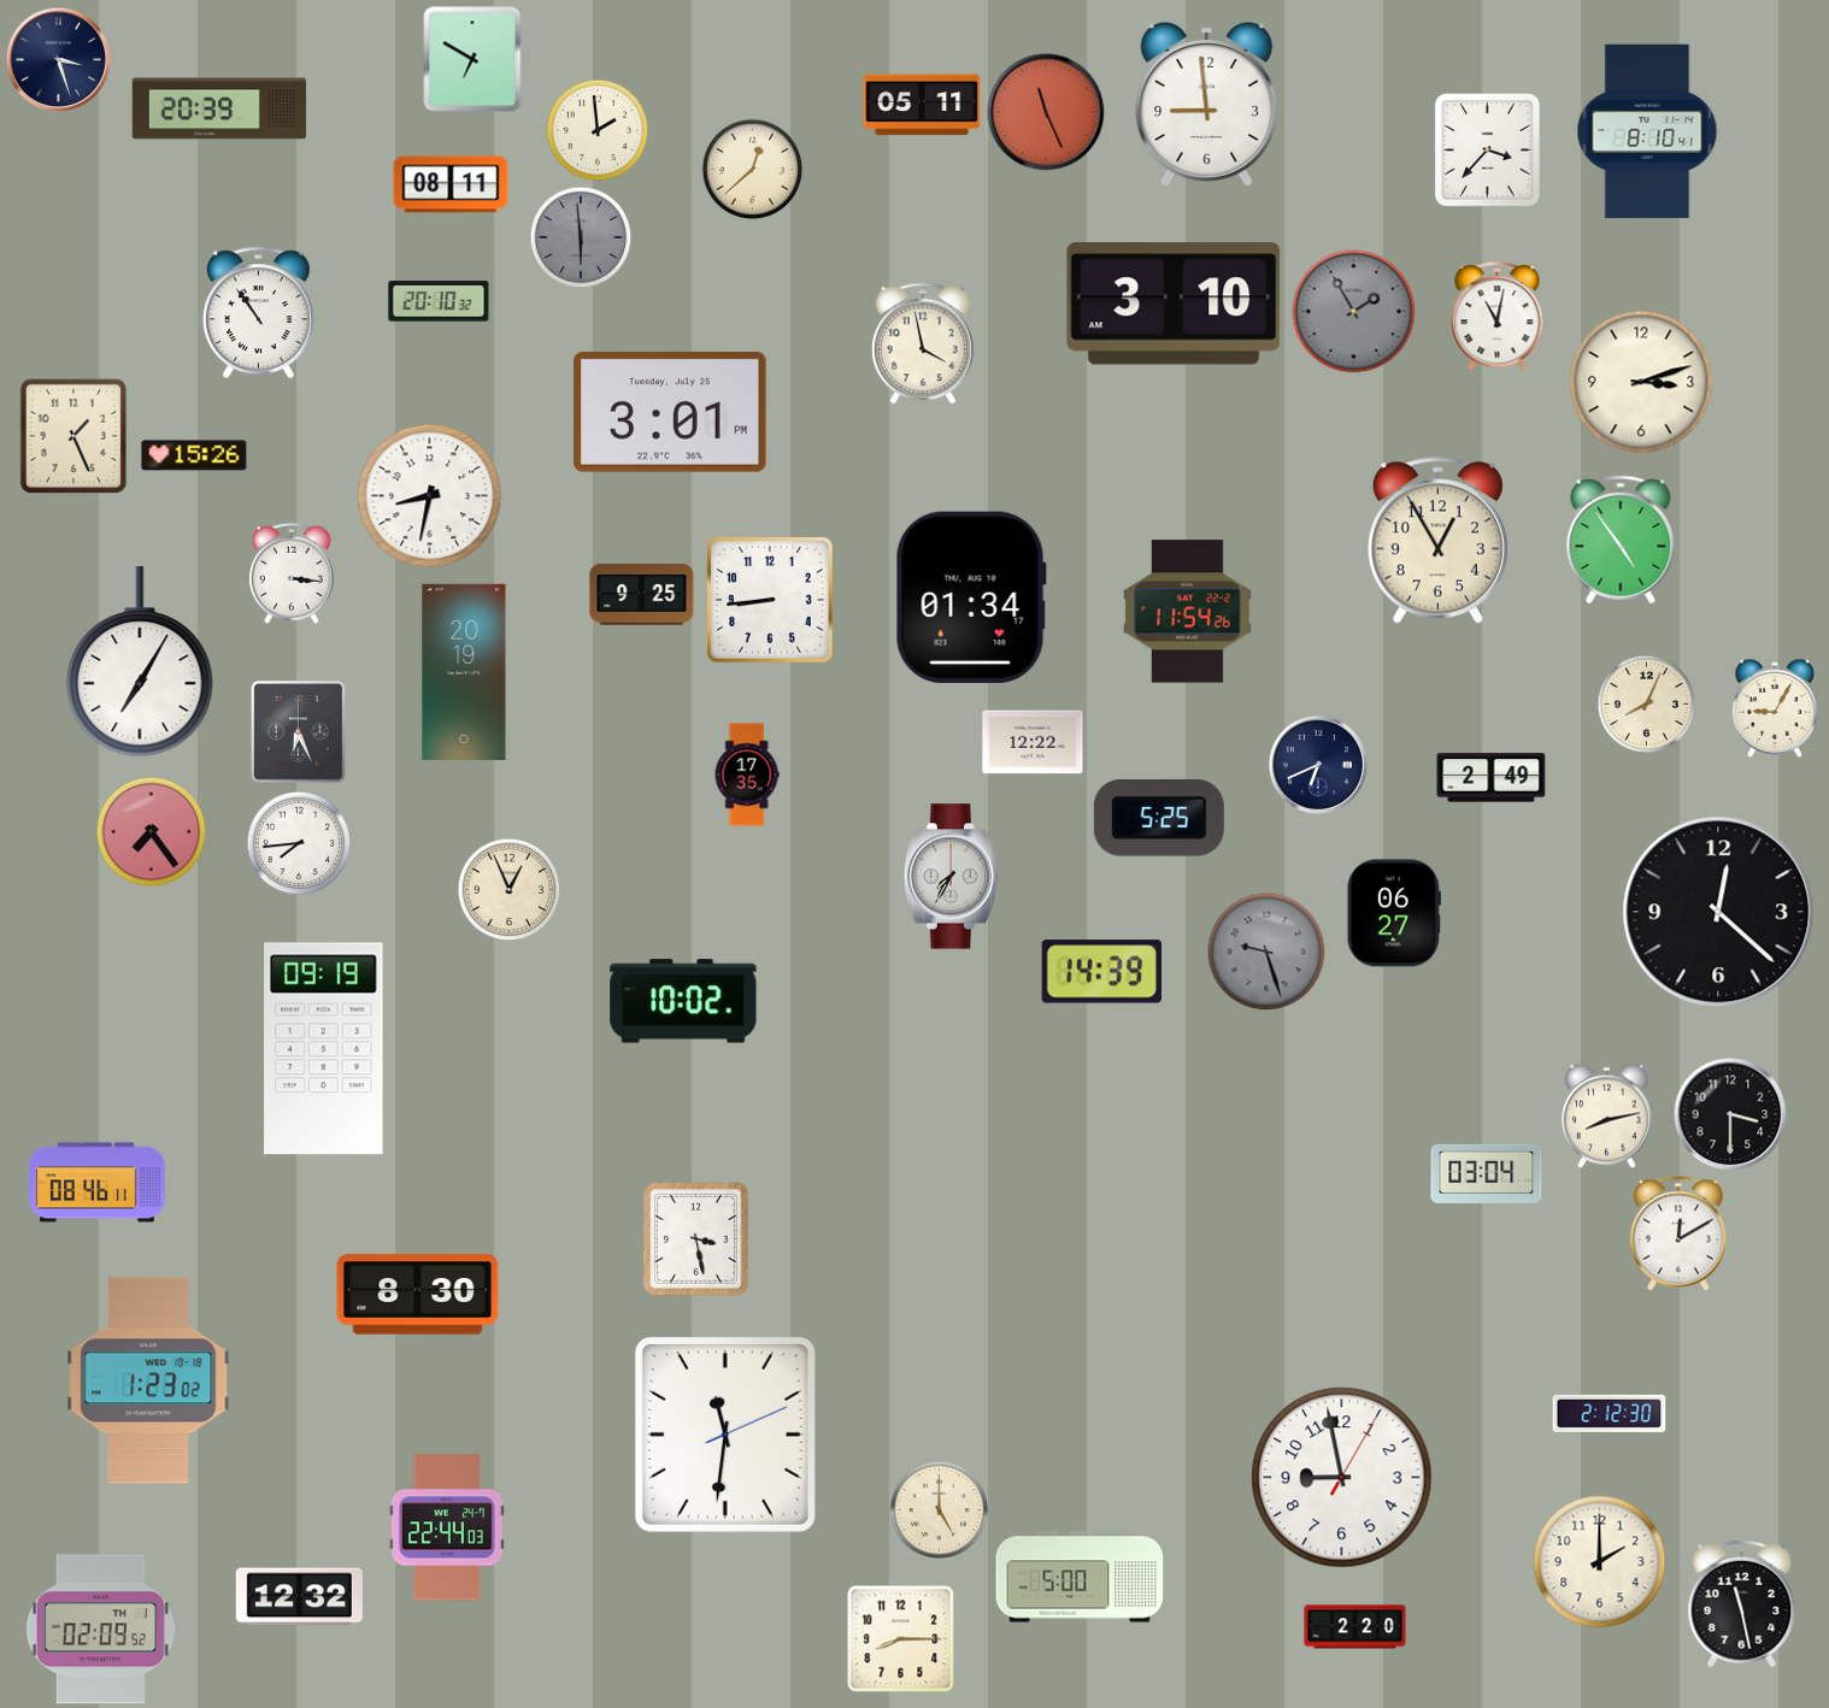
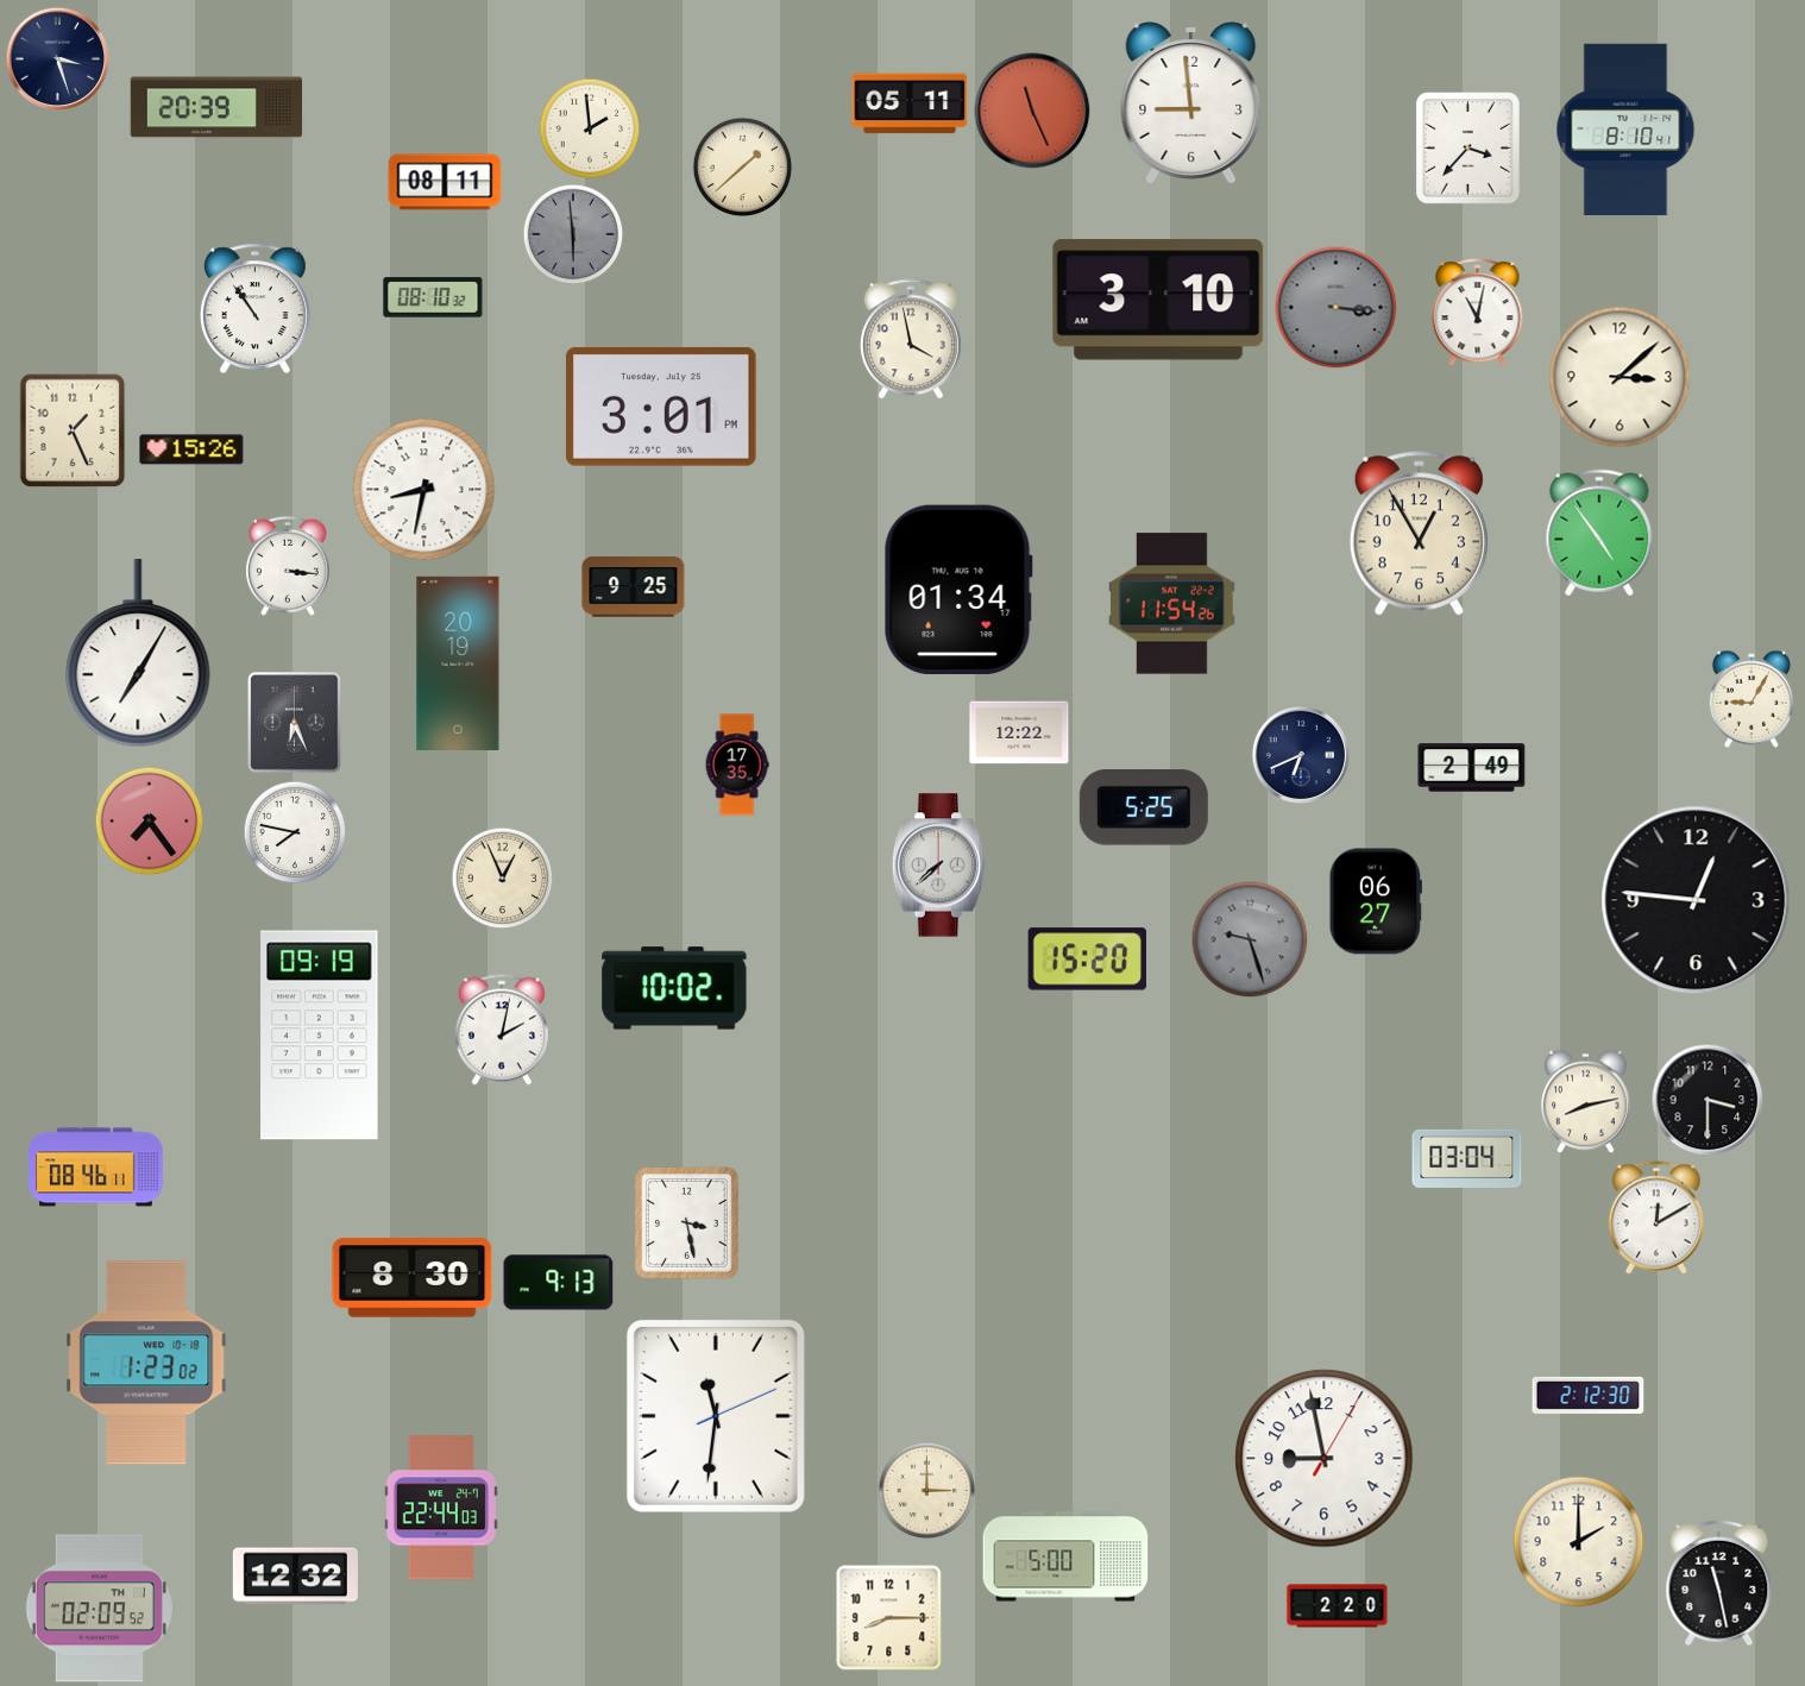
clock at (472, 59): 6:50 -> none
clock at (752, 169): 12:38 -> 1:38
clock at (439, 301): 20:10 -> 08:10
clock at (1354, 312): 1:55 -> 3:16
clock at (1641, 382): 3:12 -> 3:08
clock at (770, 600): 8:44 -> none
clock at (1646, 703): 8:04 -> none
clock at (299, 843): 7:44 -> 7:47
clock at (952, 877): 7:35 -> 7:38
clock at (1718, 912): 12:22 -> 12:46
clock at (1101, 972): 14:39 -> 15:20
clock at (502, 1030): none -> 2:02
clock at (559, 1283): none -> 9:13
clock at (939, 1509): 5:00 -> 3:00
